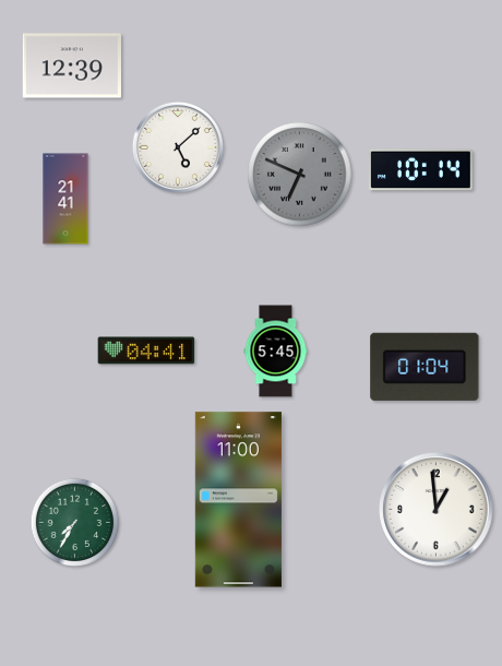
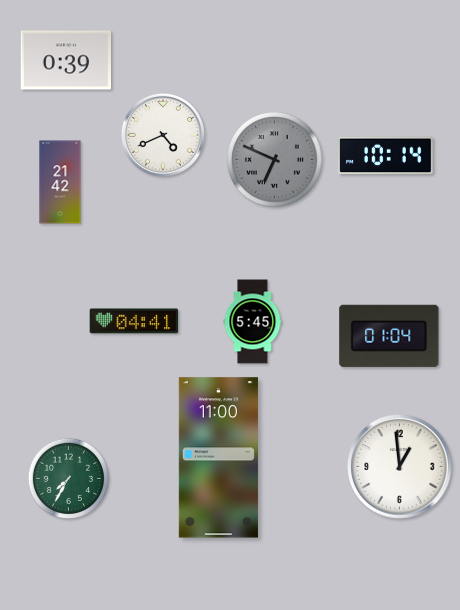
clock at (71, 66): 12:39 -> 0:39
clock at (178, 147): 5:08 -> 4:41
clock at (65, 199): 21:41 -> 21:42
